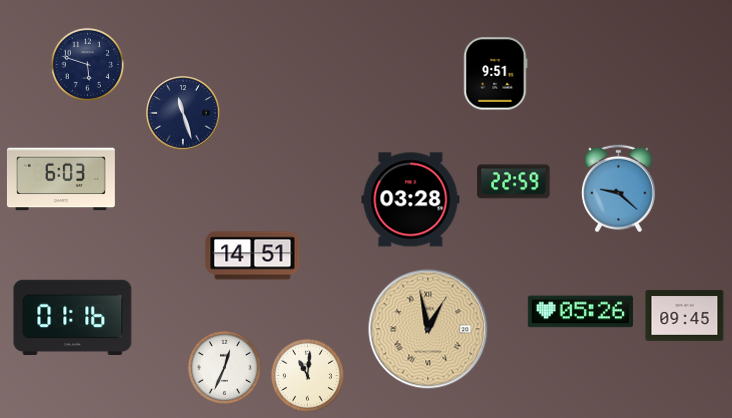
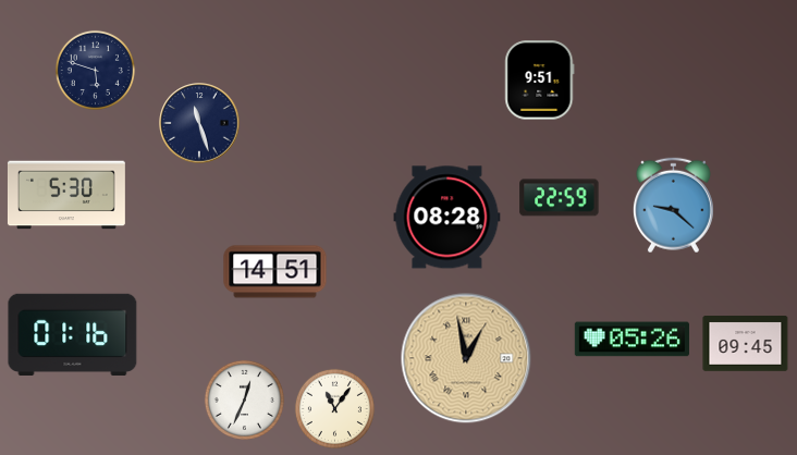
clock at (61, 179): 6:03 -> 5:30
clock at (411, 200): 03:28 -> 08:28
clock at (253, 256) position: (253, 256) -> (275, 272)
clock at (73, 317) position: (73, 317) -> (73, 334)
clock at (307, 375): 11:01 -> 11:06
